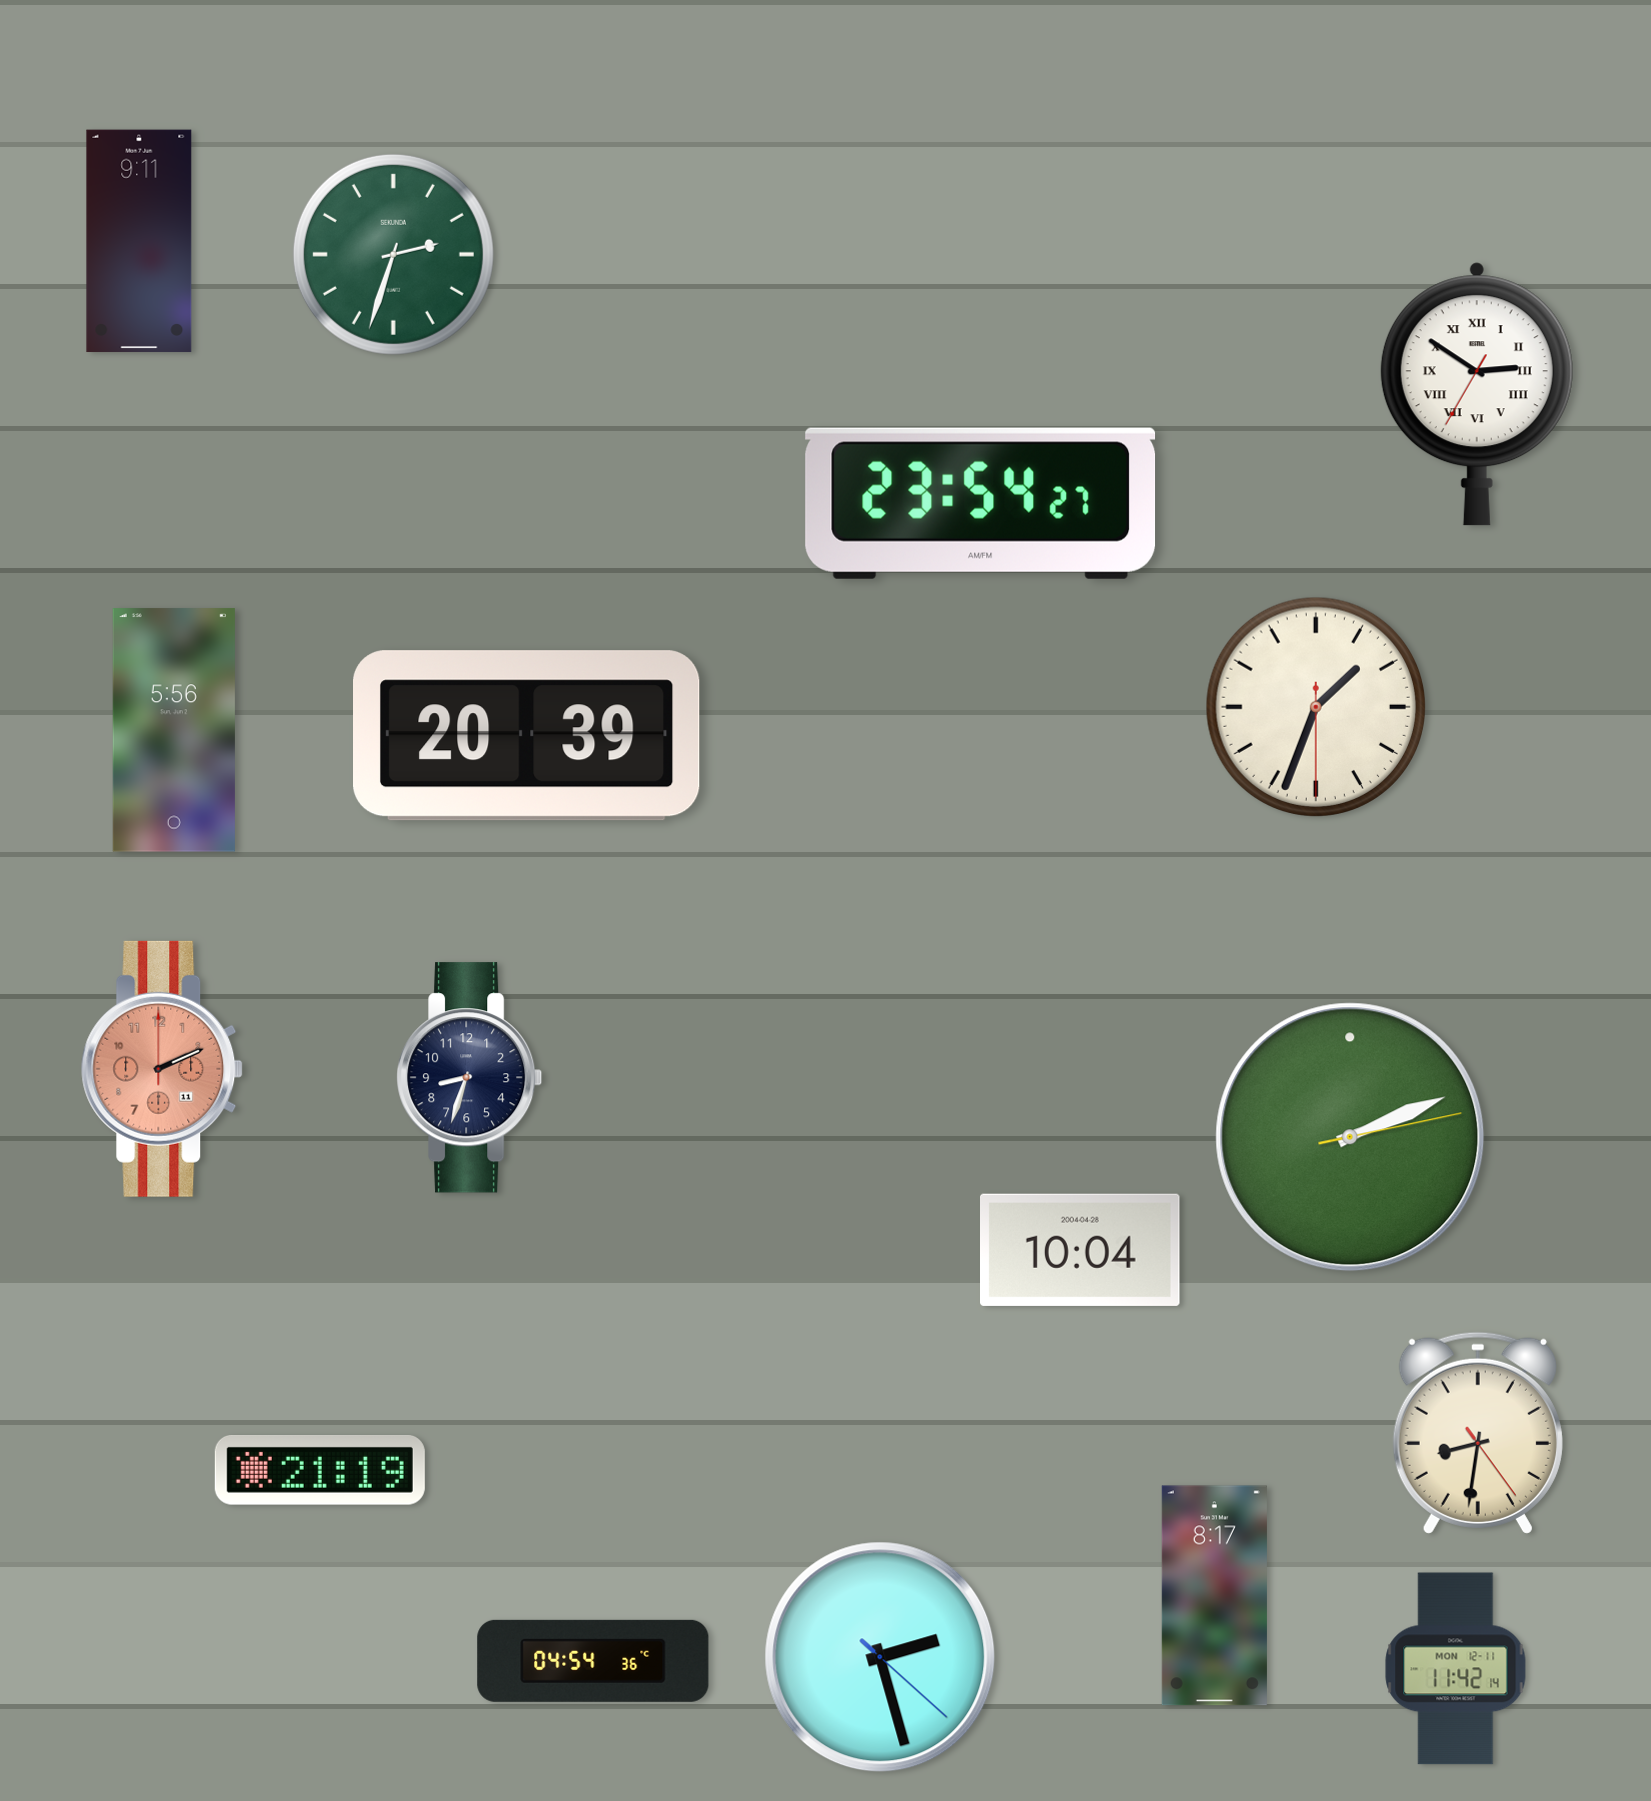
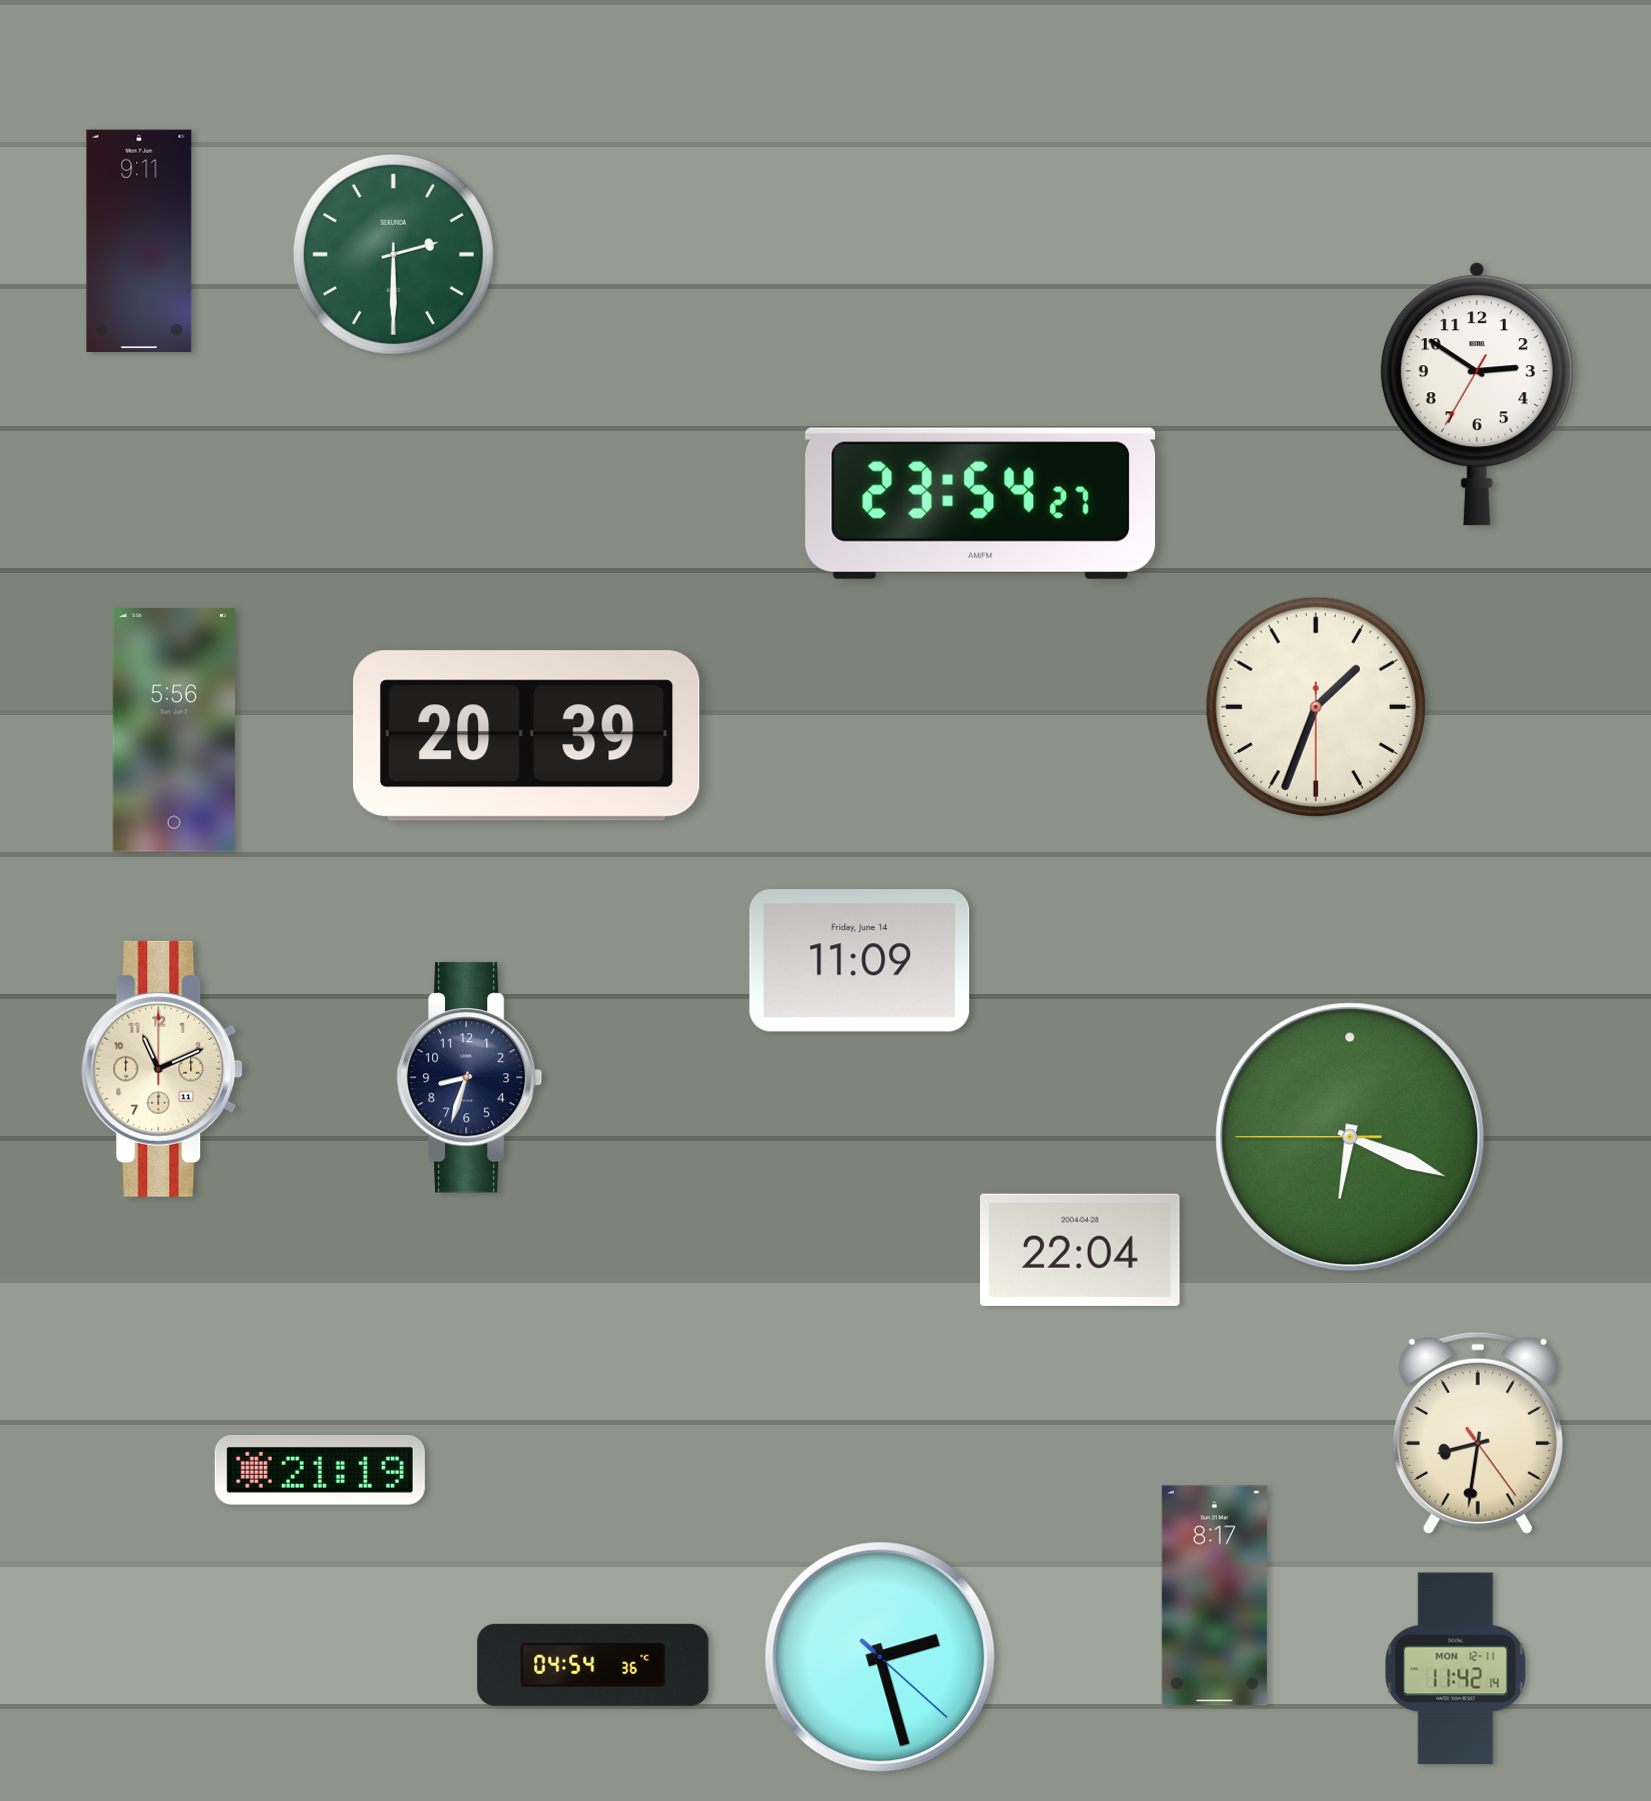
clock at (393, 254): 2:33 -> 2:30
clock at (1477, 394) numerals: Roman -> Arabic
clock at (860, 961): none -> 11:09
clock at (162, 1069): 2:11 -> 11:11
clock at (162, 1069) dial: salmon -> cream
clock at (1350, 1137): 2:11 -> 6:18
clock at (1081, 1250): 10:04 -> 22:04
clock at (593, 1661) position: (593, 1661) -> (593, 1665)
